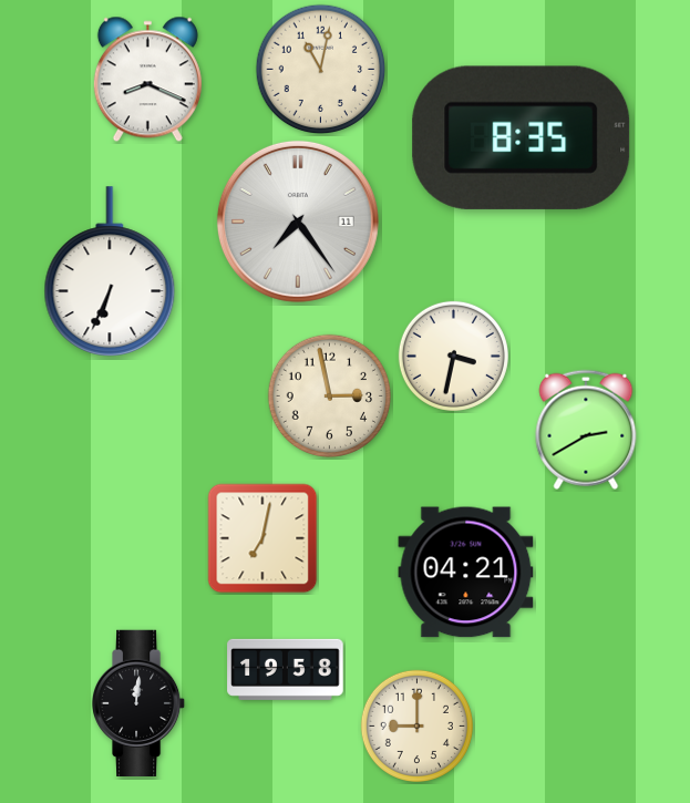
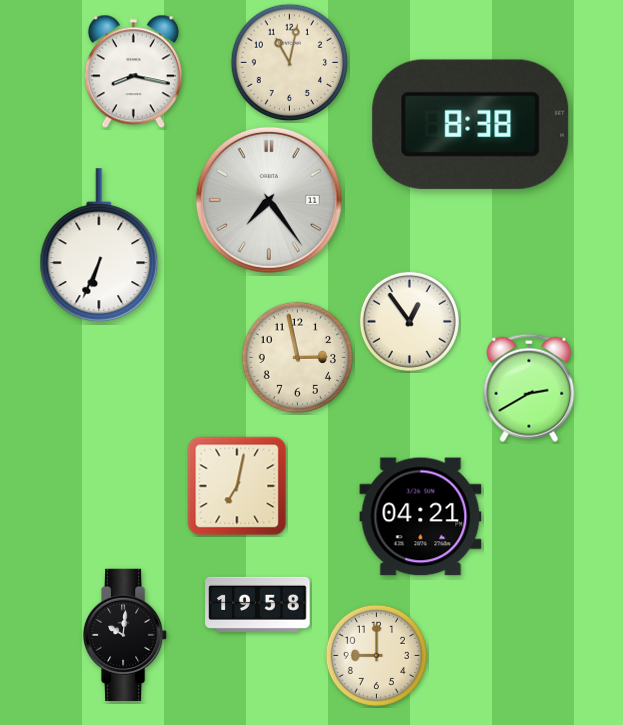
clock at (147, 80): 8:19 -> 8:17
clock at (522, 137): 8:35 -> 8:38
clock at (453, 356): 3:32 -> 12:54
clock at (138, 702): 12:01 -> 10:01
